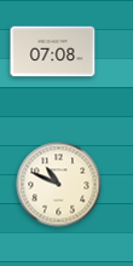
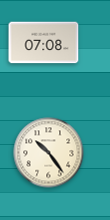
clock at (59, 185): 10:49 -> 10:24
